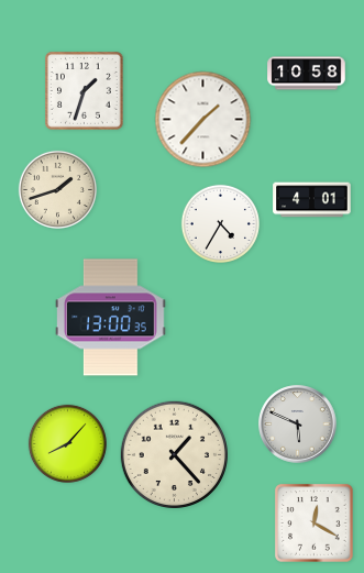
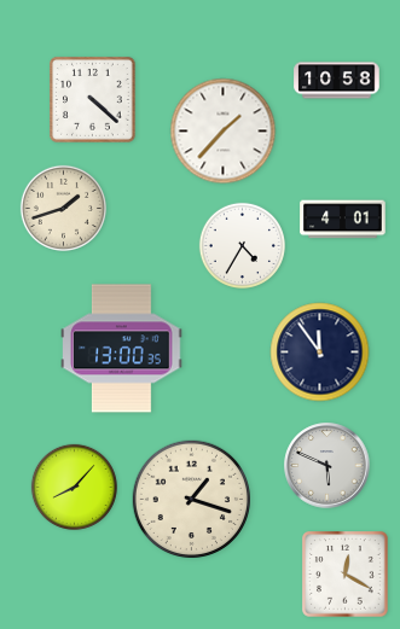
clock at (85, 91): 1:33 -> 4:22
clock at (320, 353): none -> 11:54
clock at (174, 455): 1:23 -> 1:18
